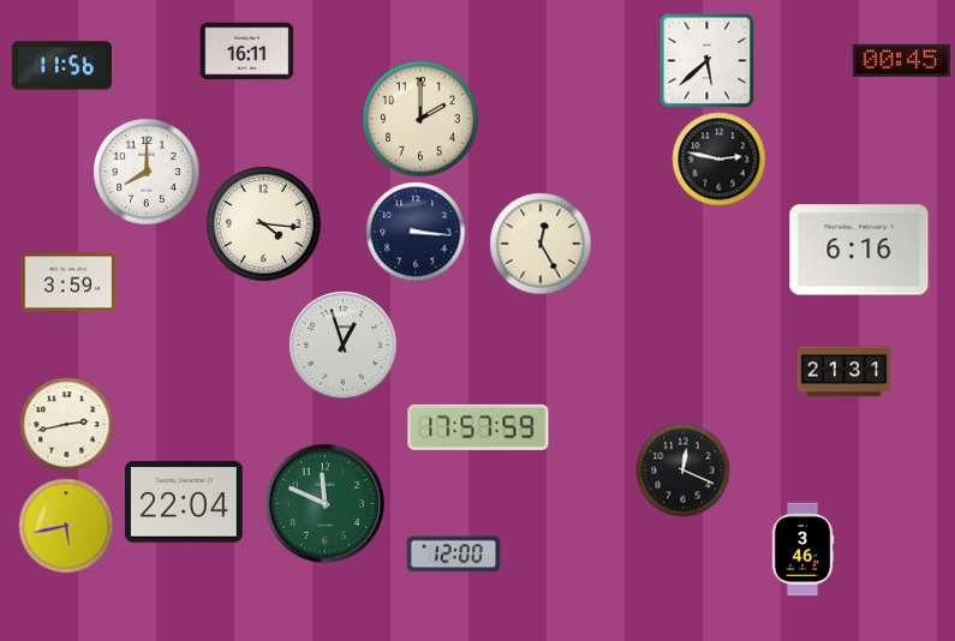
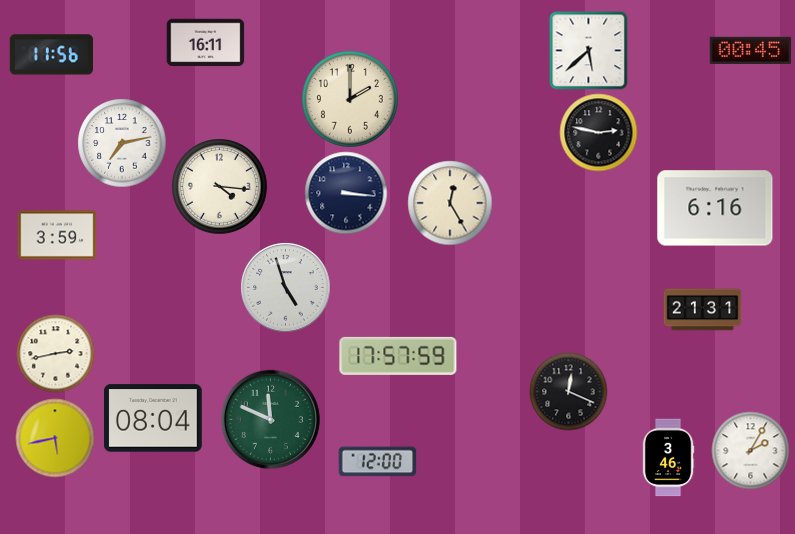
clock at (147, 172): 8:00 -> 7:13
clock at (342, 345): 12:57 -> 4:57
clock at (185, 502): 22:04 -> 08:04
clock at (750, 450): none -> 2:05
